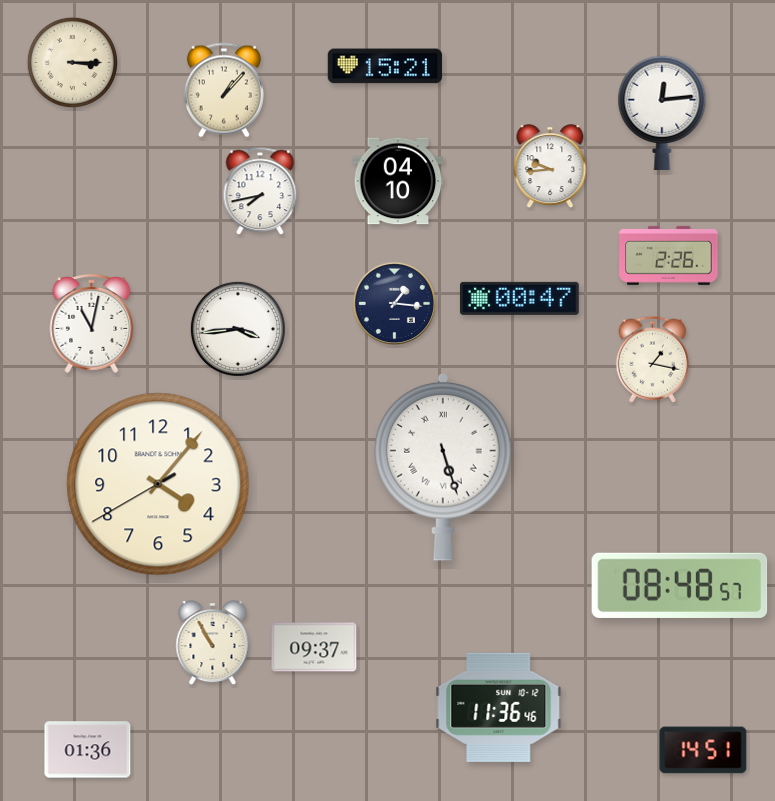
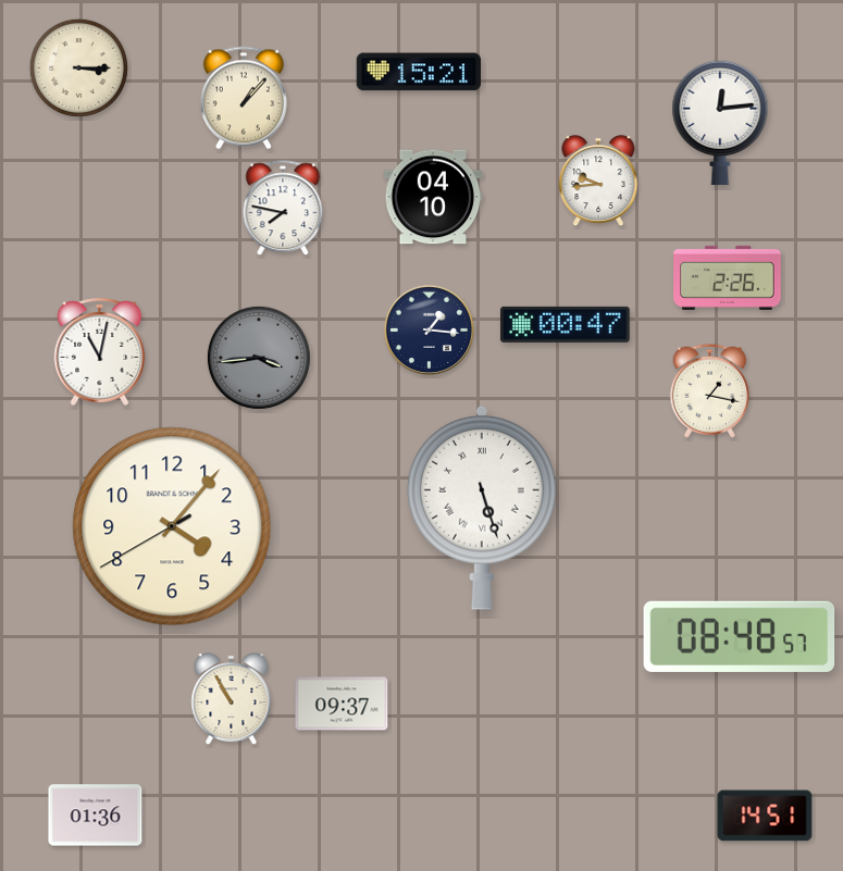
clock at (260, 192): 7:43 -> 7:47
clock at (238, 329) dial: white -> grey
clock at (499, 707): 11:36 -> none
